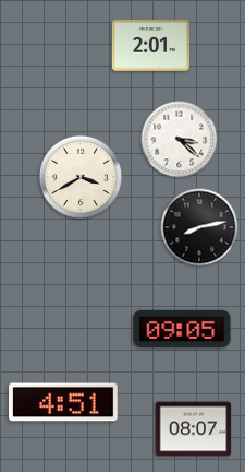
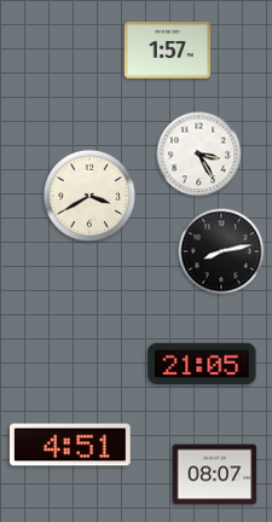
clock at (150, 46): 2:01 -> 1:57
clock at (180, 140): 3:22 -> 3:25
clock at (182, 329): 09:05 -> 21:05
